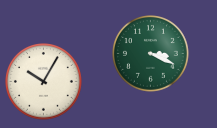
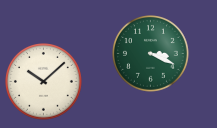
clock at (44, 82): 10:05 -> 10:08
